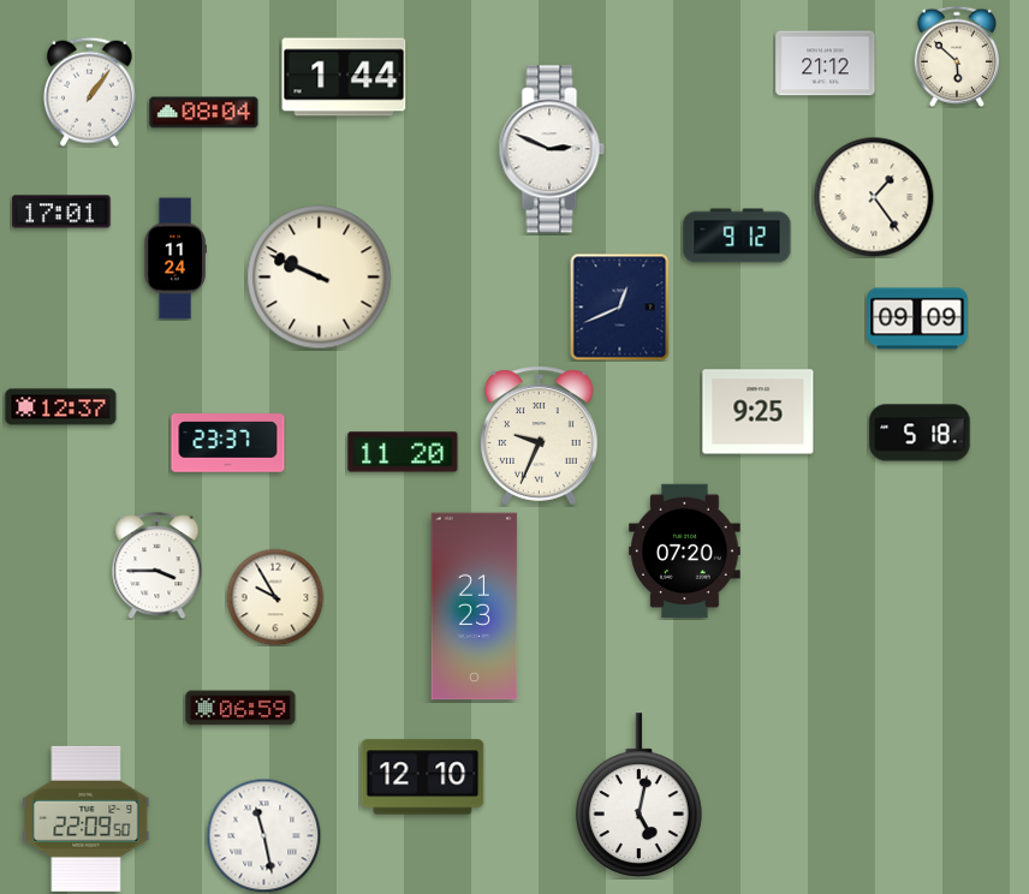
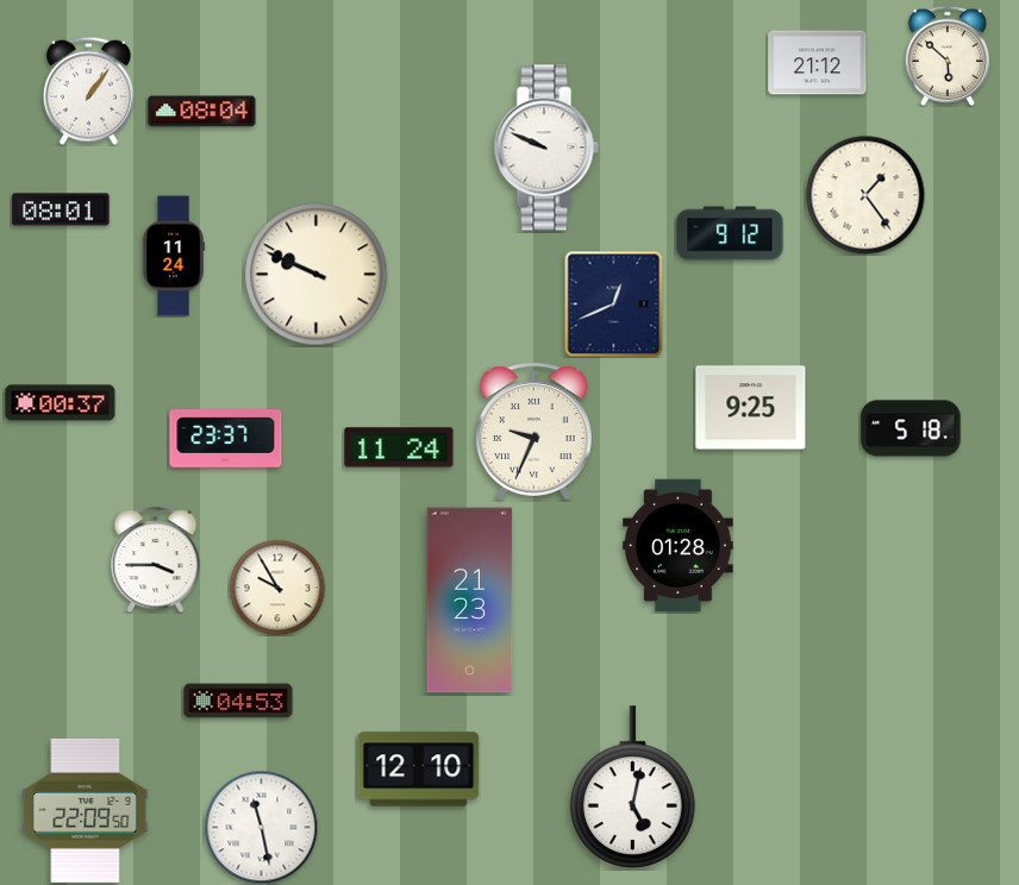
clock at (344, 77): 1:44 -> none
clock at (552, 149): 2:49 -> 9:49
clock at (61, 211): 17:01 -> 08:01
clock at (917, 318): 09:09 -> none
clock at (61, 407): 12:37 -> 00:37
clock at (403, 452): 11:20 -> 11:24
clock at (685, 552): 07:20 -> 01:28
clock at (275, 597) position: (275, 597) -> (277, 588)
clock at (240, 708): 06:59 -> 04:53
